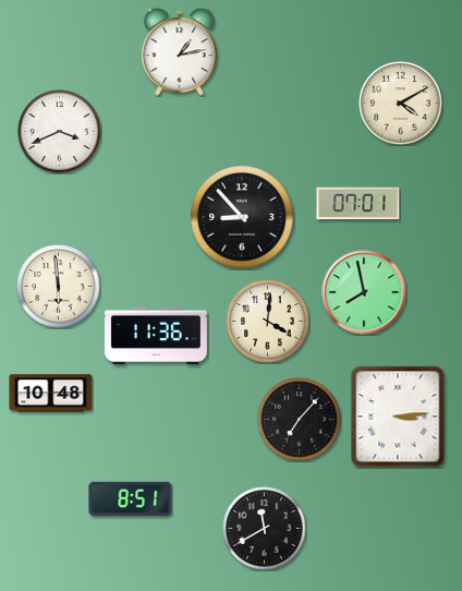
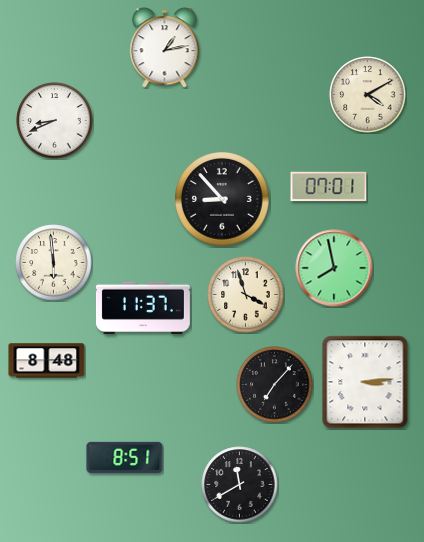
clock at (60, 132): 3:41 -> 8:41
clock at (268, 322): 4:01 -> 3:57
clock at (156, 336): 11:36 -> 11:37
clock at (51, 394): 10:48 -> 8:48
clock at (131, 498) position: (131, 498) -> (125, 457)
clock at (265, 529) position: (265, 529) -> (240, 485)
